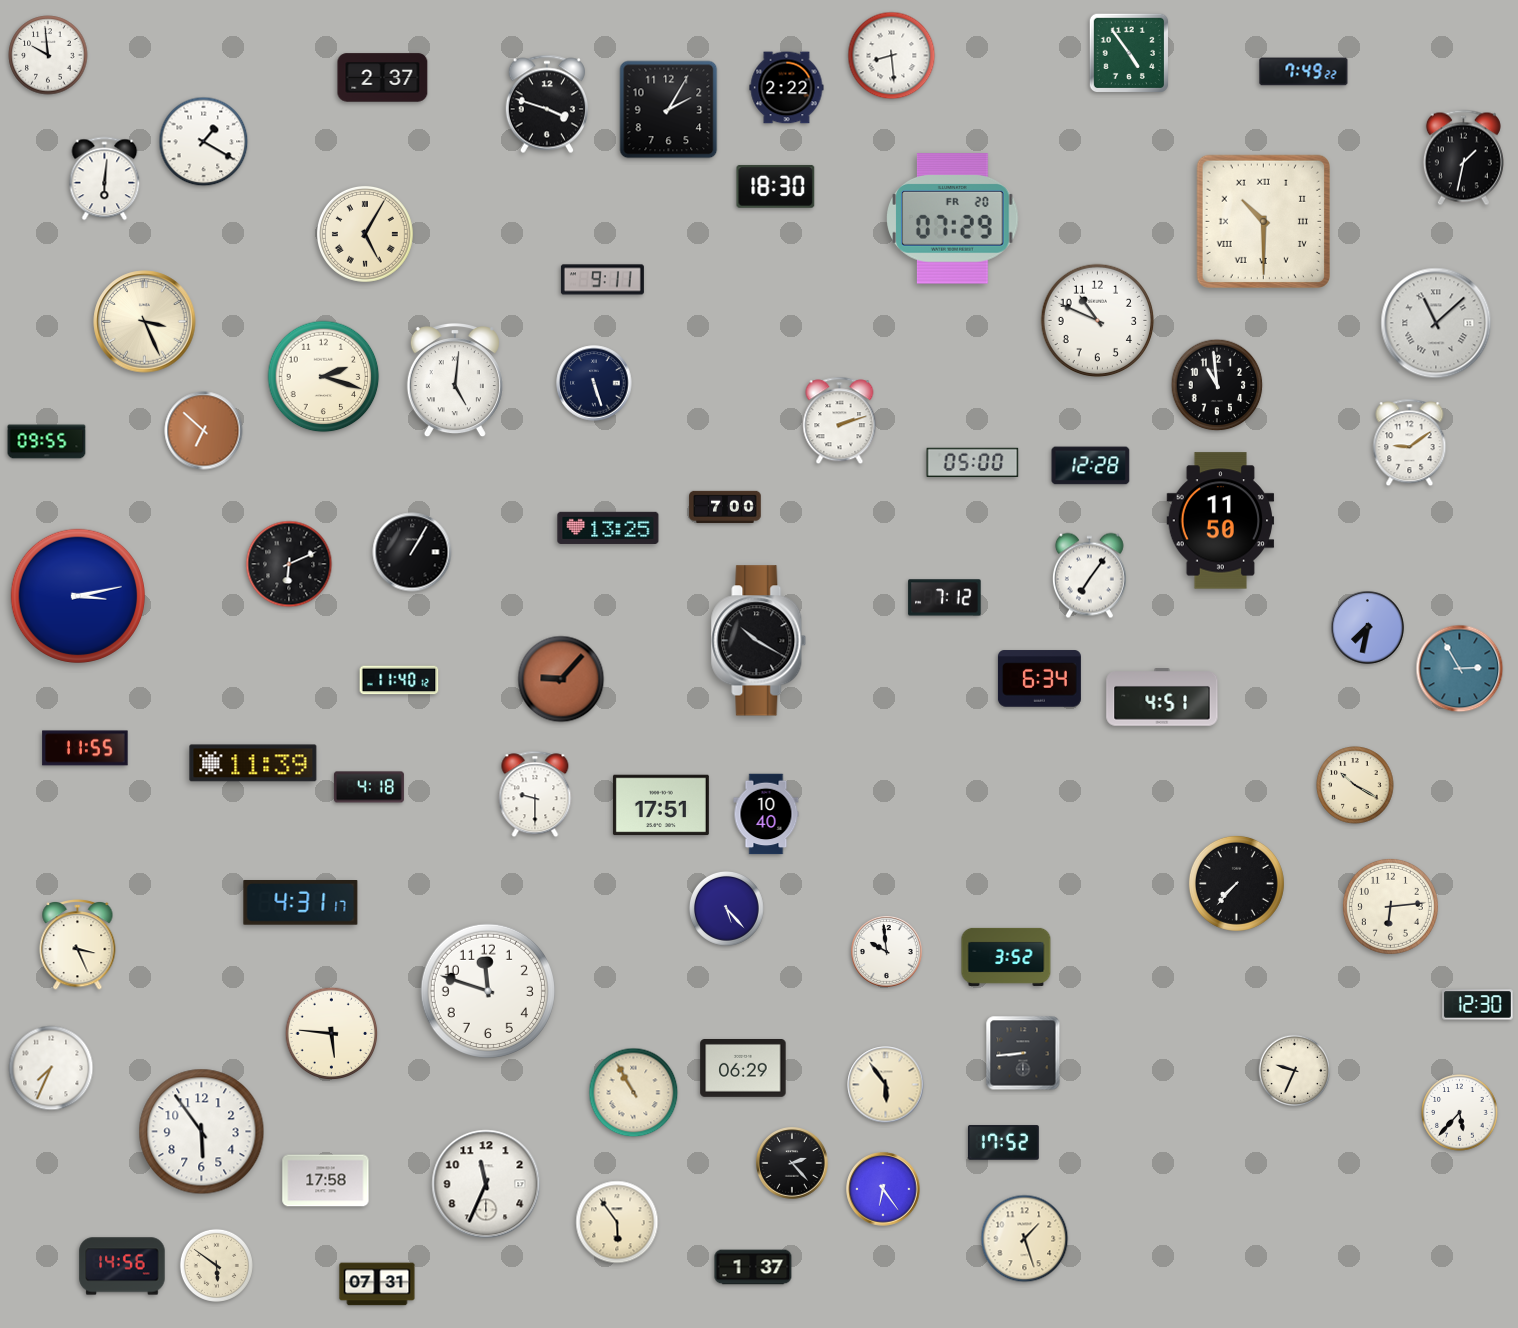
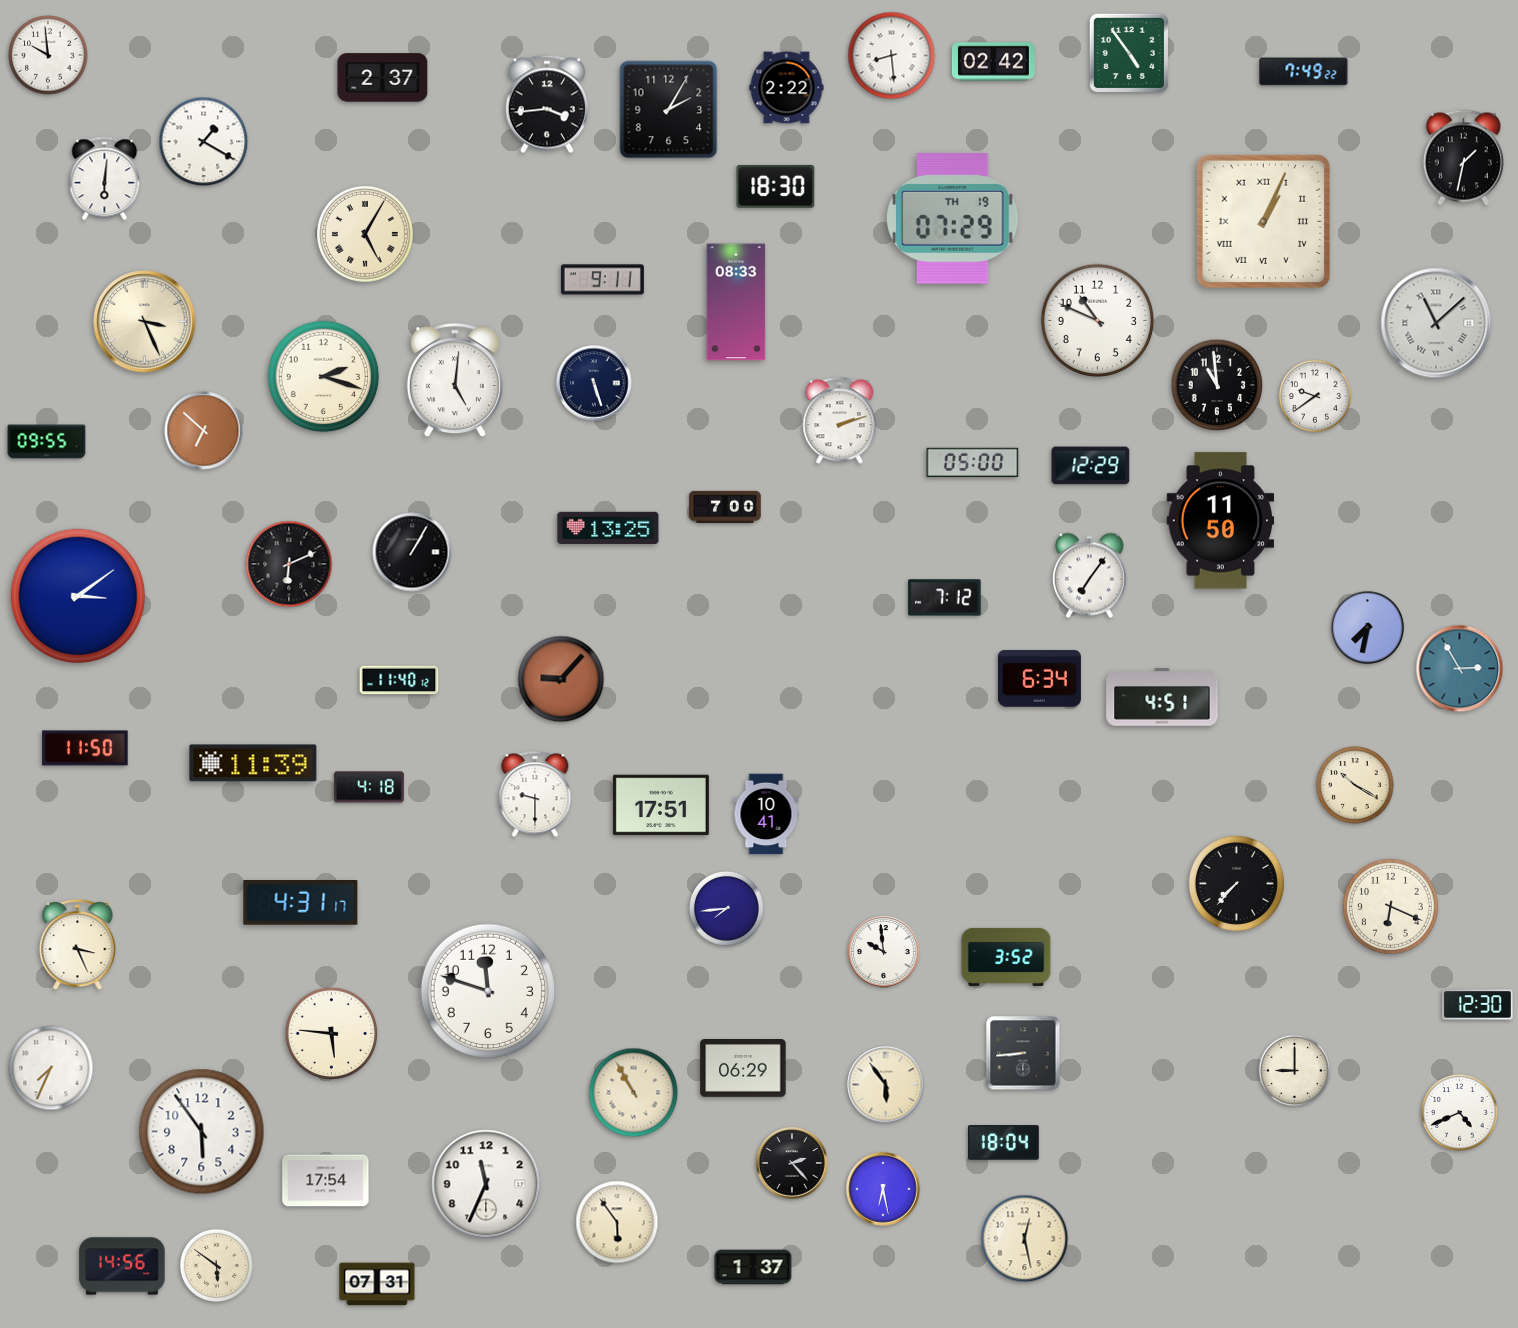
clock at (993, 62): none -> 02:42
clock at (546, 104): 3:48 -> 3:44
clock at (953, 219) date: FR 20 -> TH 19
clock at (1263, 221): 10:30 -> 1:04
clock at (736, 302): none -> 08:33
clock at (1314, 395): none -> 9:39
clock at (1410, 443): 9:09 -> none
clock at (1091, 466): 12:28 -> 12:29
clock at (78, 596): 3:13 -> 3:09
clock at (759, 641): 10:20 -> none
clock at (85, 748): 11:55 -> 11:50
clock at (766, 814): 10:40 -> 10:41
clock at (1390, 906): 6:14 -> 6:19
clock at (726, 908): 5:23 -> 7:44
clock at (887, 952) position: (887, 952) -> (884, 952)
clock at (1295, 1071): 9:34 -> 9:00
clock at (1460, 1113): 5:37 -> 4:41
clock at (1003, 1143): 17:52 -> 18:04
clock at (326, 1181): 17:58 -> 17:54
clock at (883, 1189): 6:24 -> 6:28
clock at (1025, 1239): 1:27 -> 12:28
